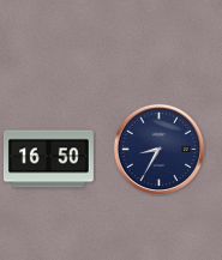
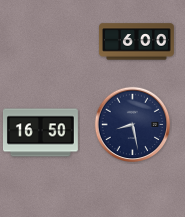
clock at (136, 42): none -> 6:00
clock at (160, 150): 8:35 -> 8:28
